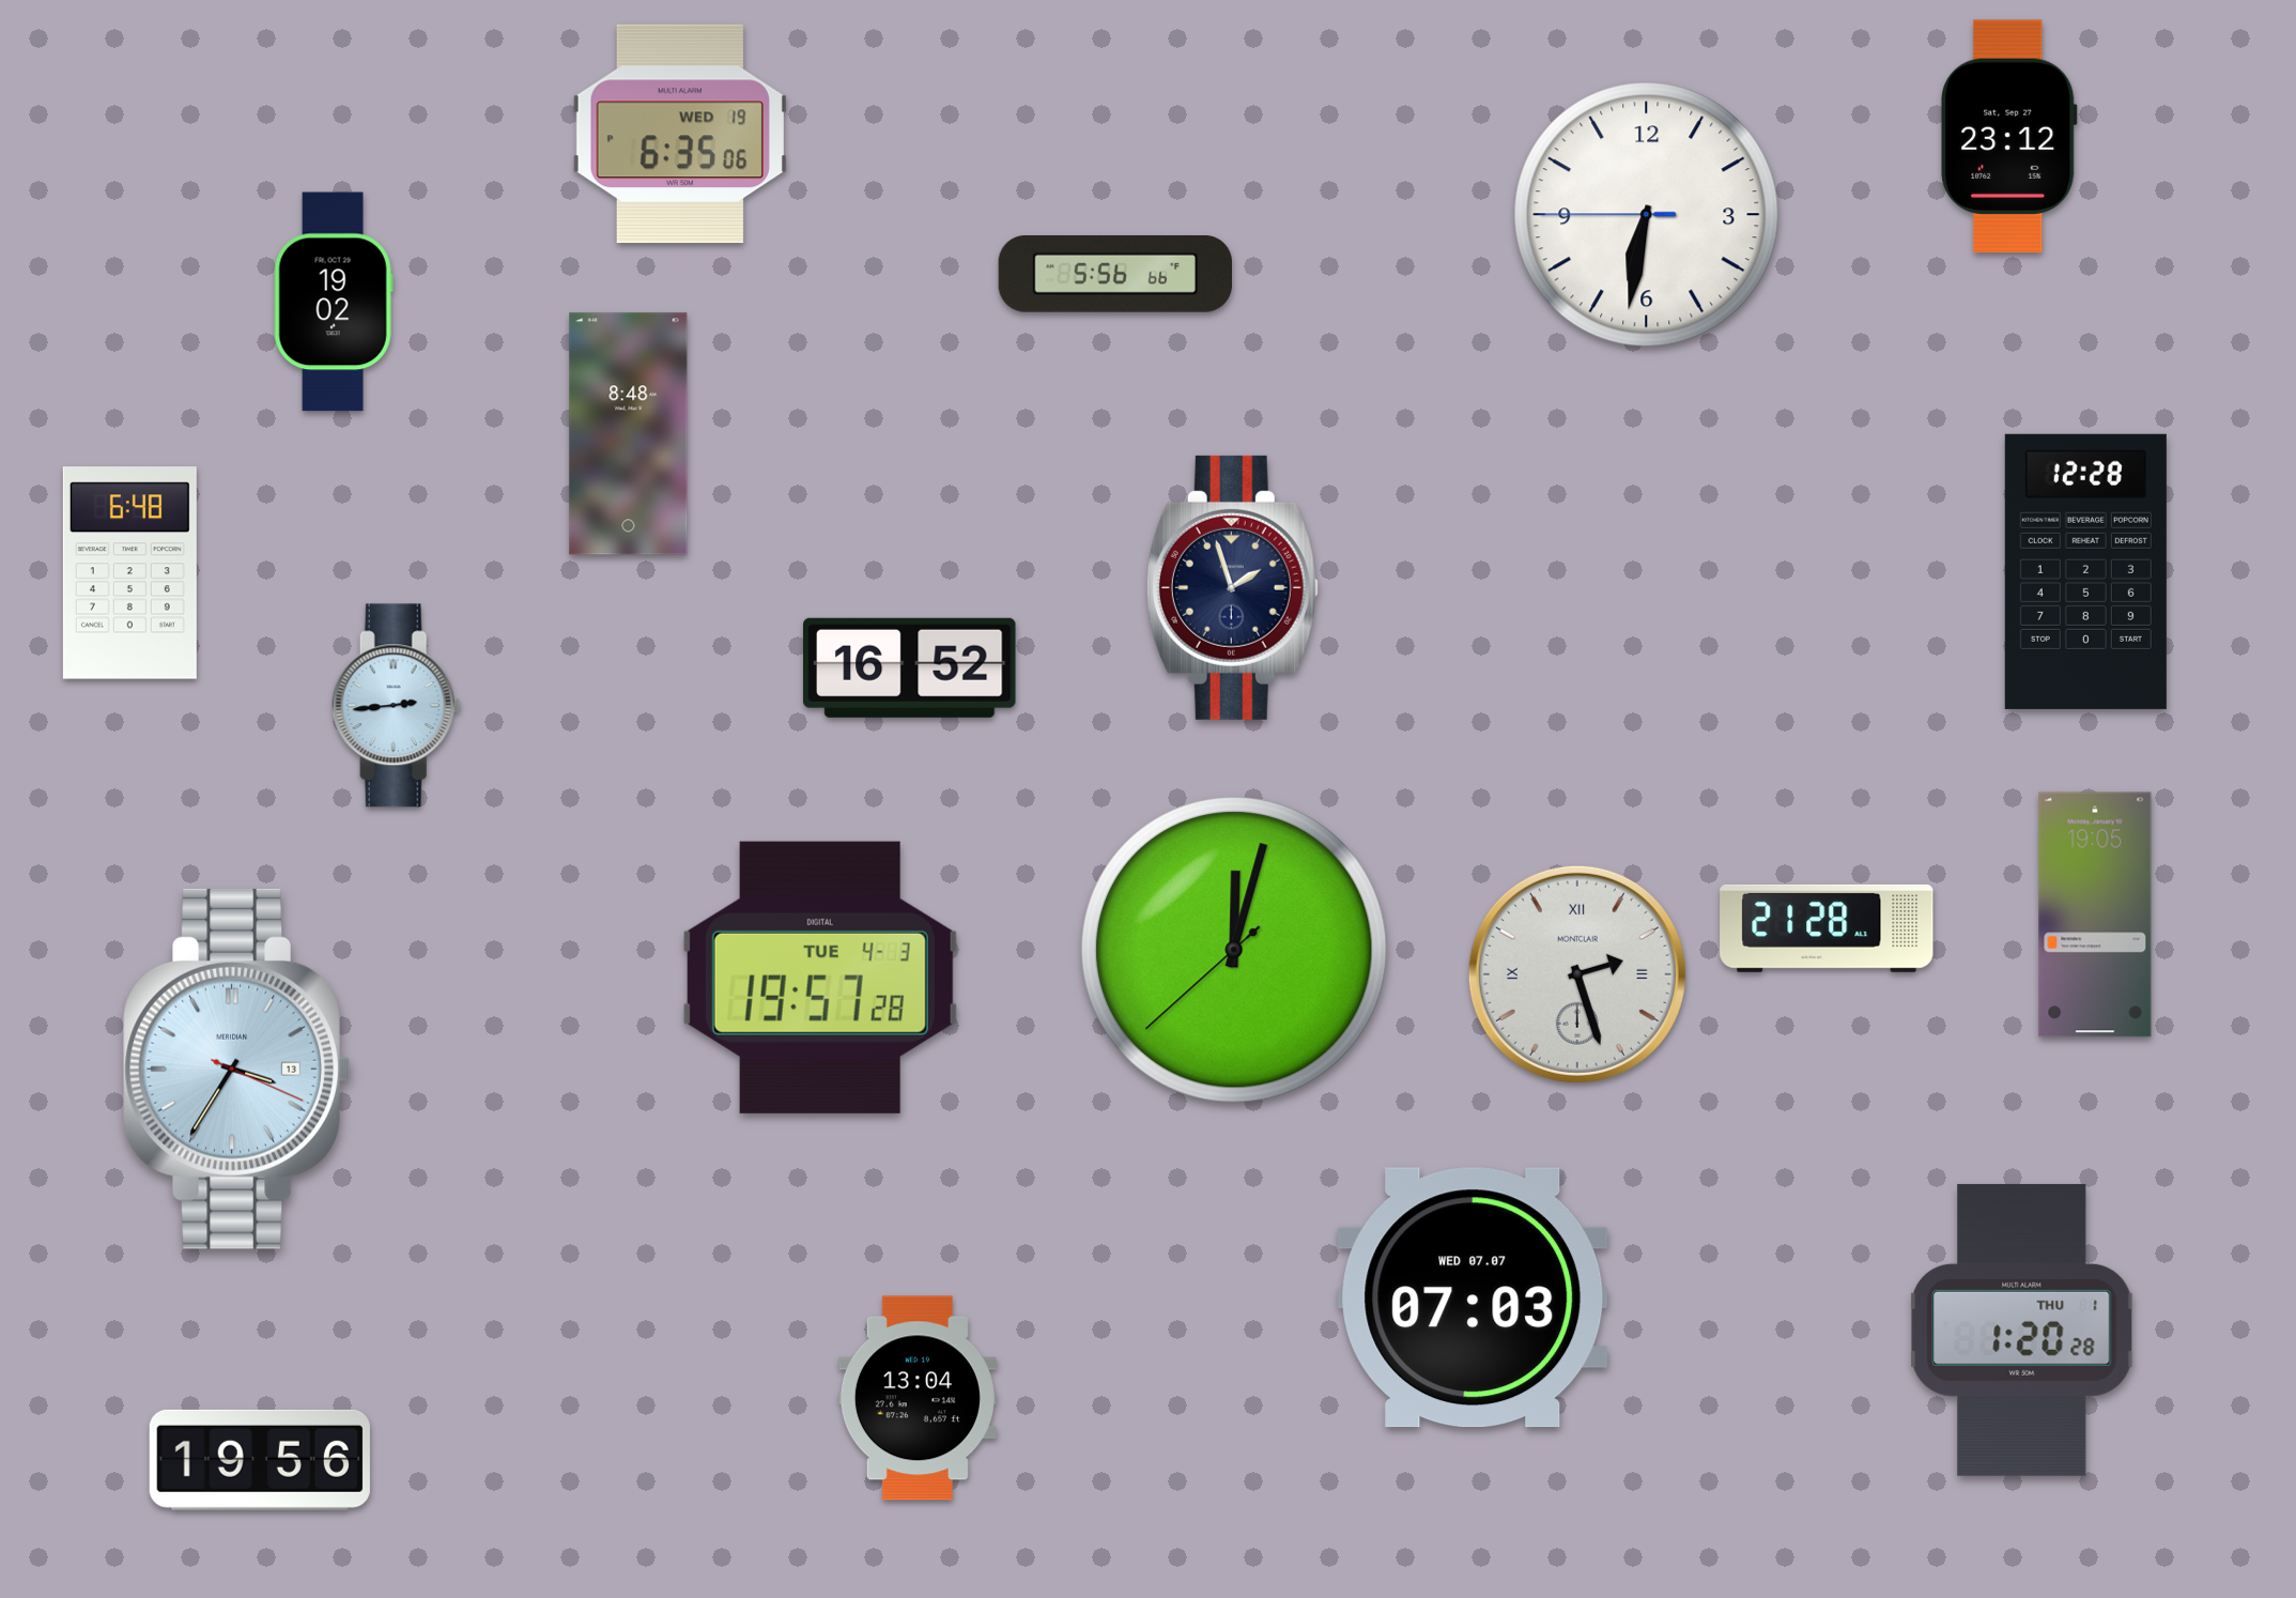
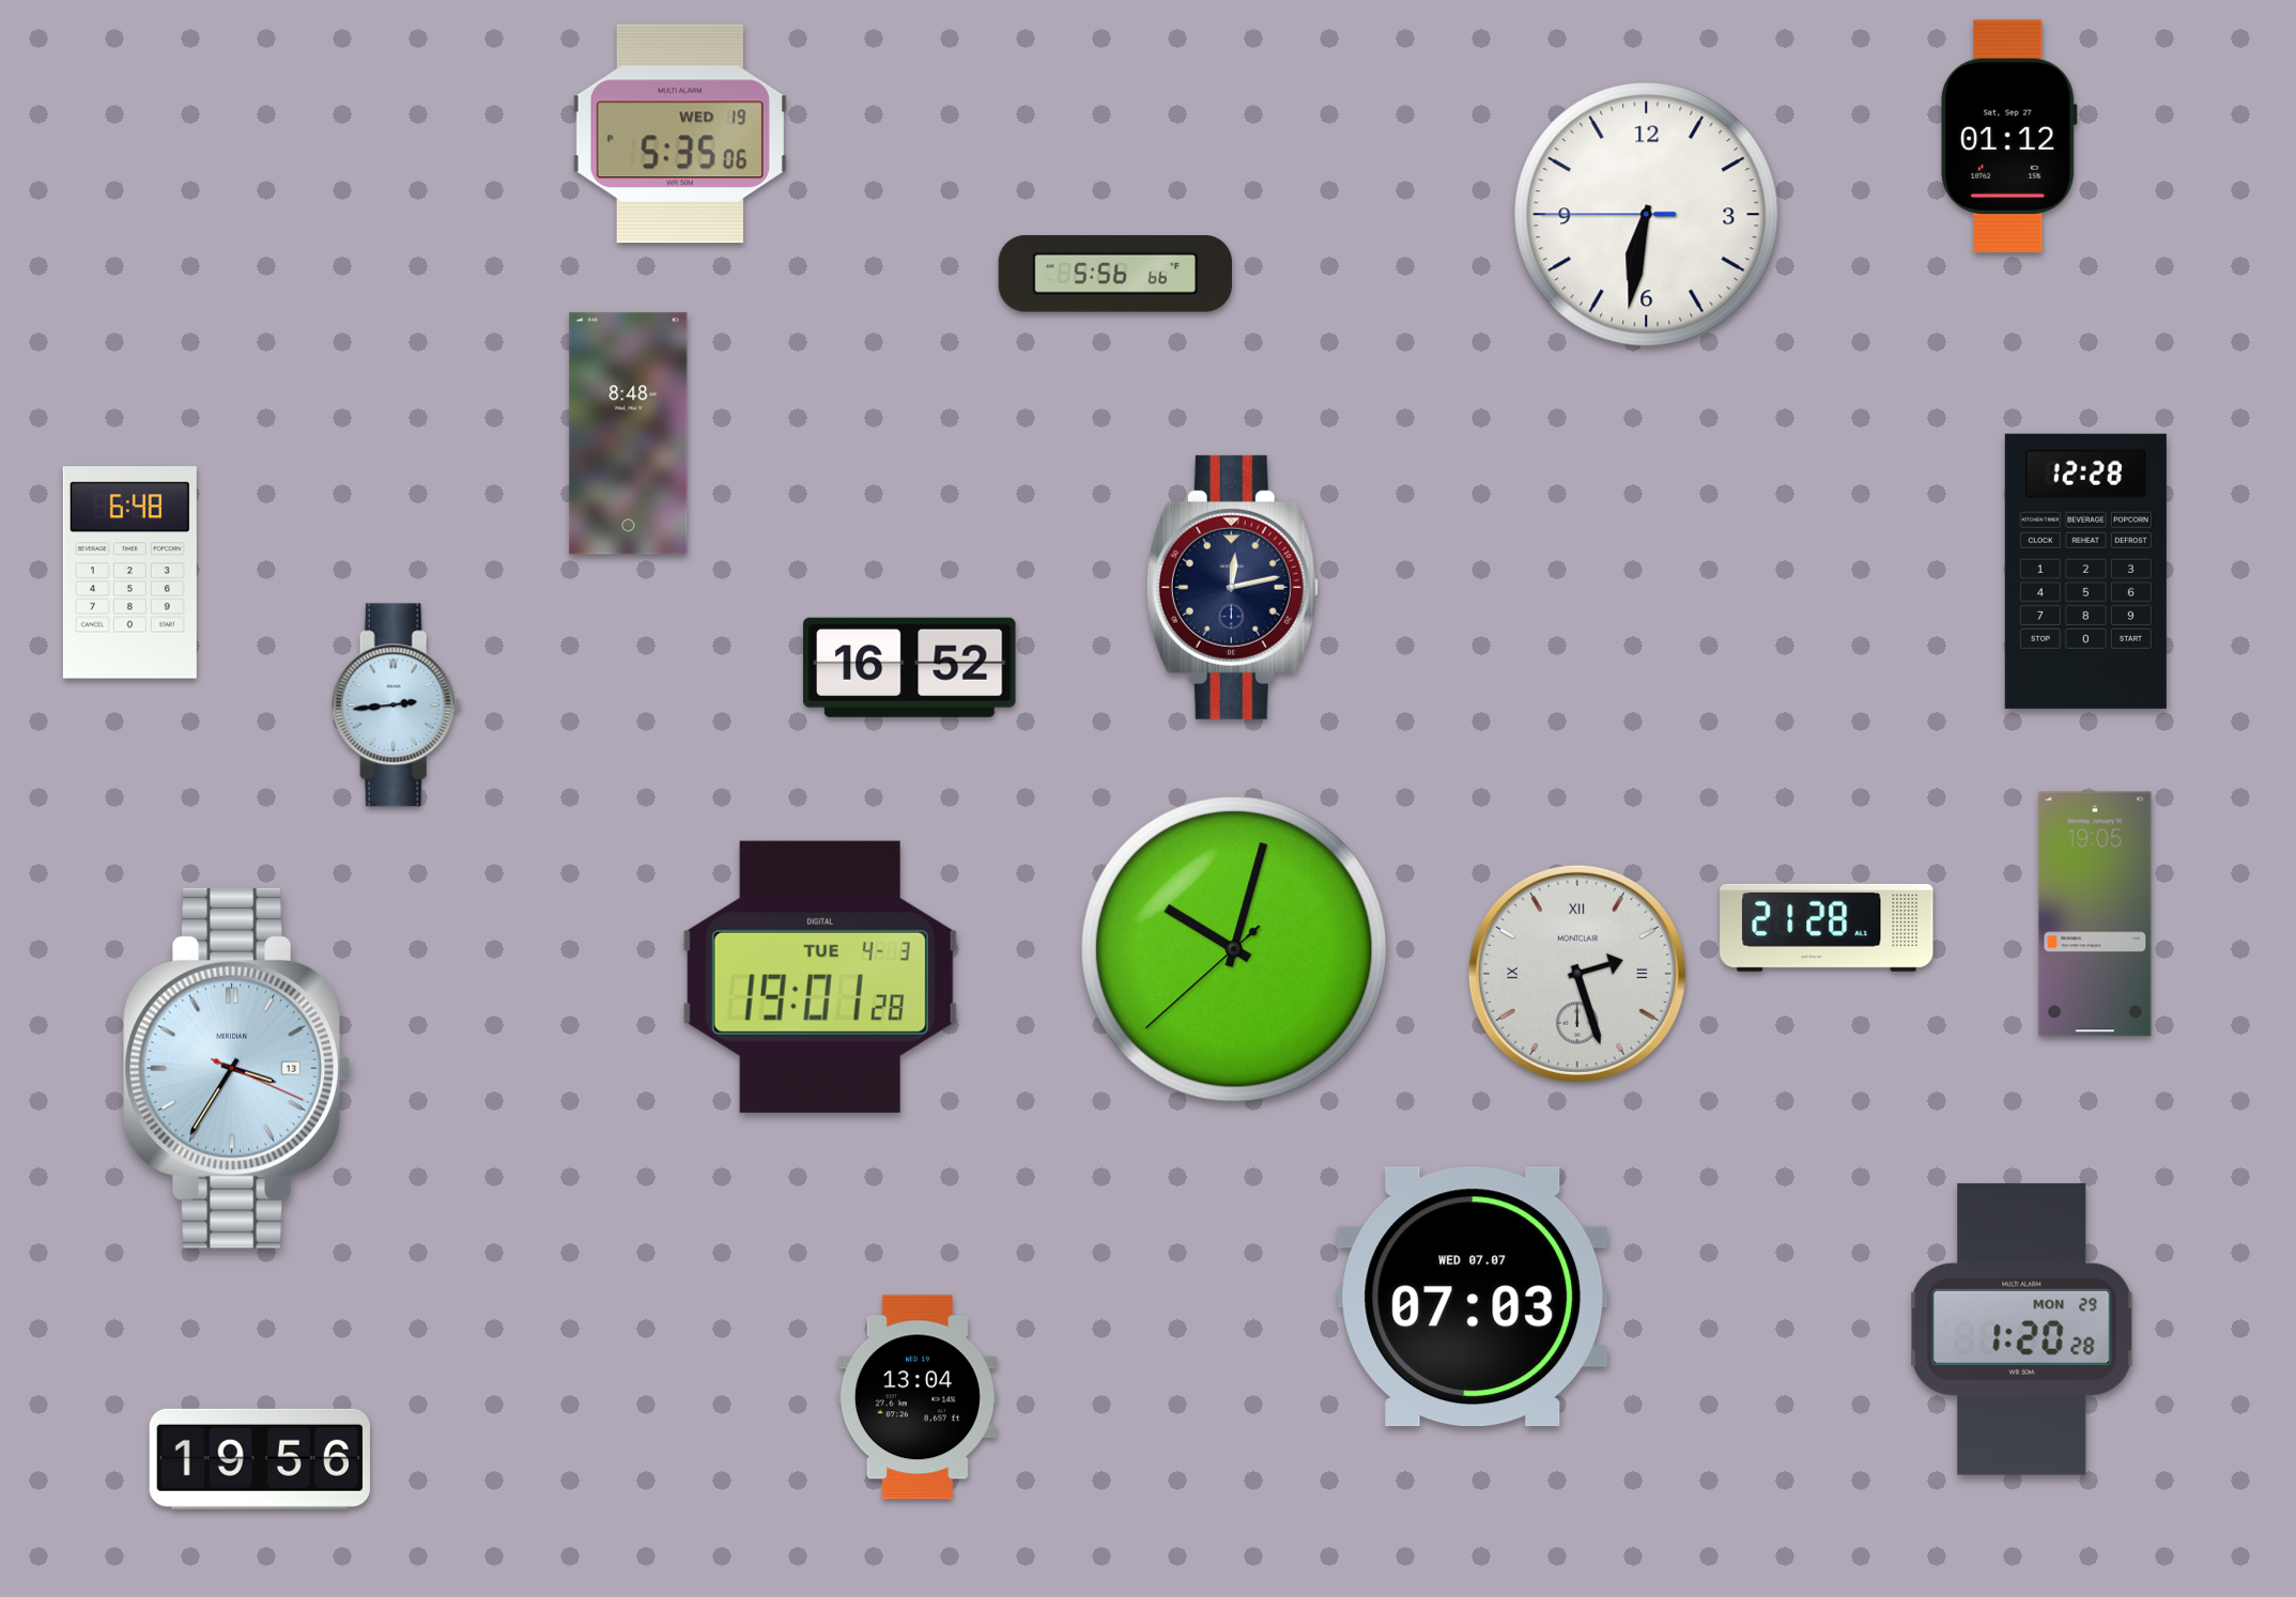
clock at (680, 134): 6:35 -> 5:35
clock at (2009, 137): 23:12 -> 01:12
clock at (334, 302): 19:02 -> none
clock at (1232, 587): 1:57 -> 12:13
clock at (1235, 951): 12:02 -> 10:02
clock at (820, 978): 19:57 -> 19:01
clock at (2022, 1330) date: THU 1 -> MON 29
